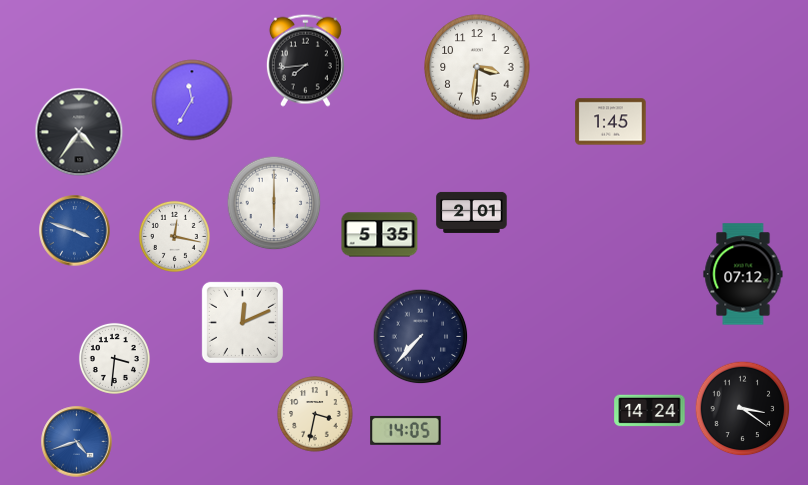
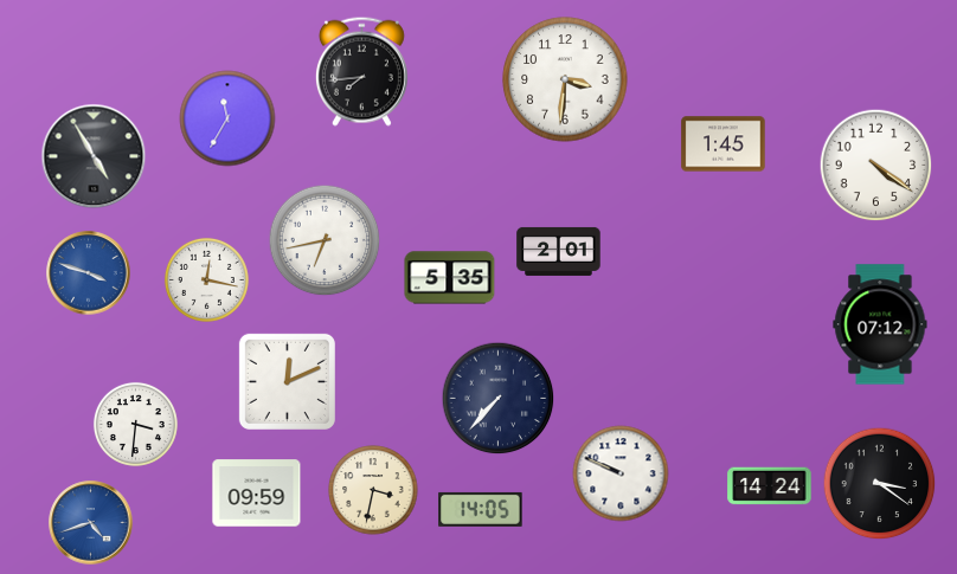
clock at (79, 132): 4:36 -> 4:55
clock at (876, 166): none -> 4:21
clock at (274, 203): 6:00 -> 6:43
clock at (621, 473): none -> 9:49
clock at (257, 494): none -> 09:59
